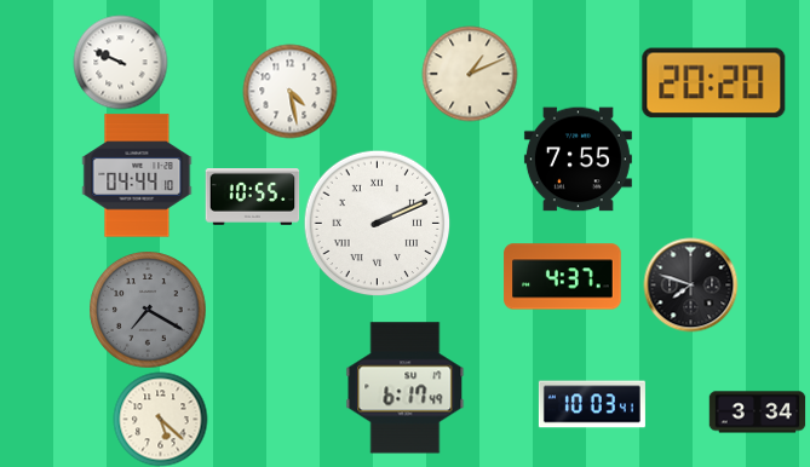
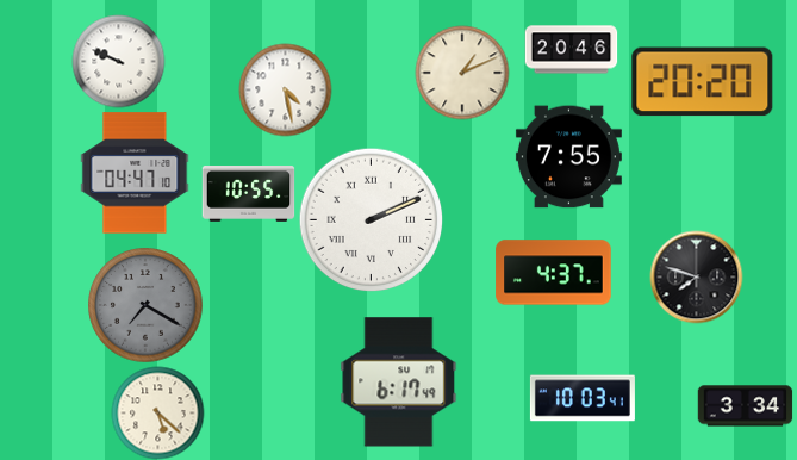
clock at (571, 50): none -> 20:46
clock at (137, 175): 04:44 -> 04:47
clock at (690, 284) position: (690, 284) -> (696, 276)
